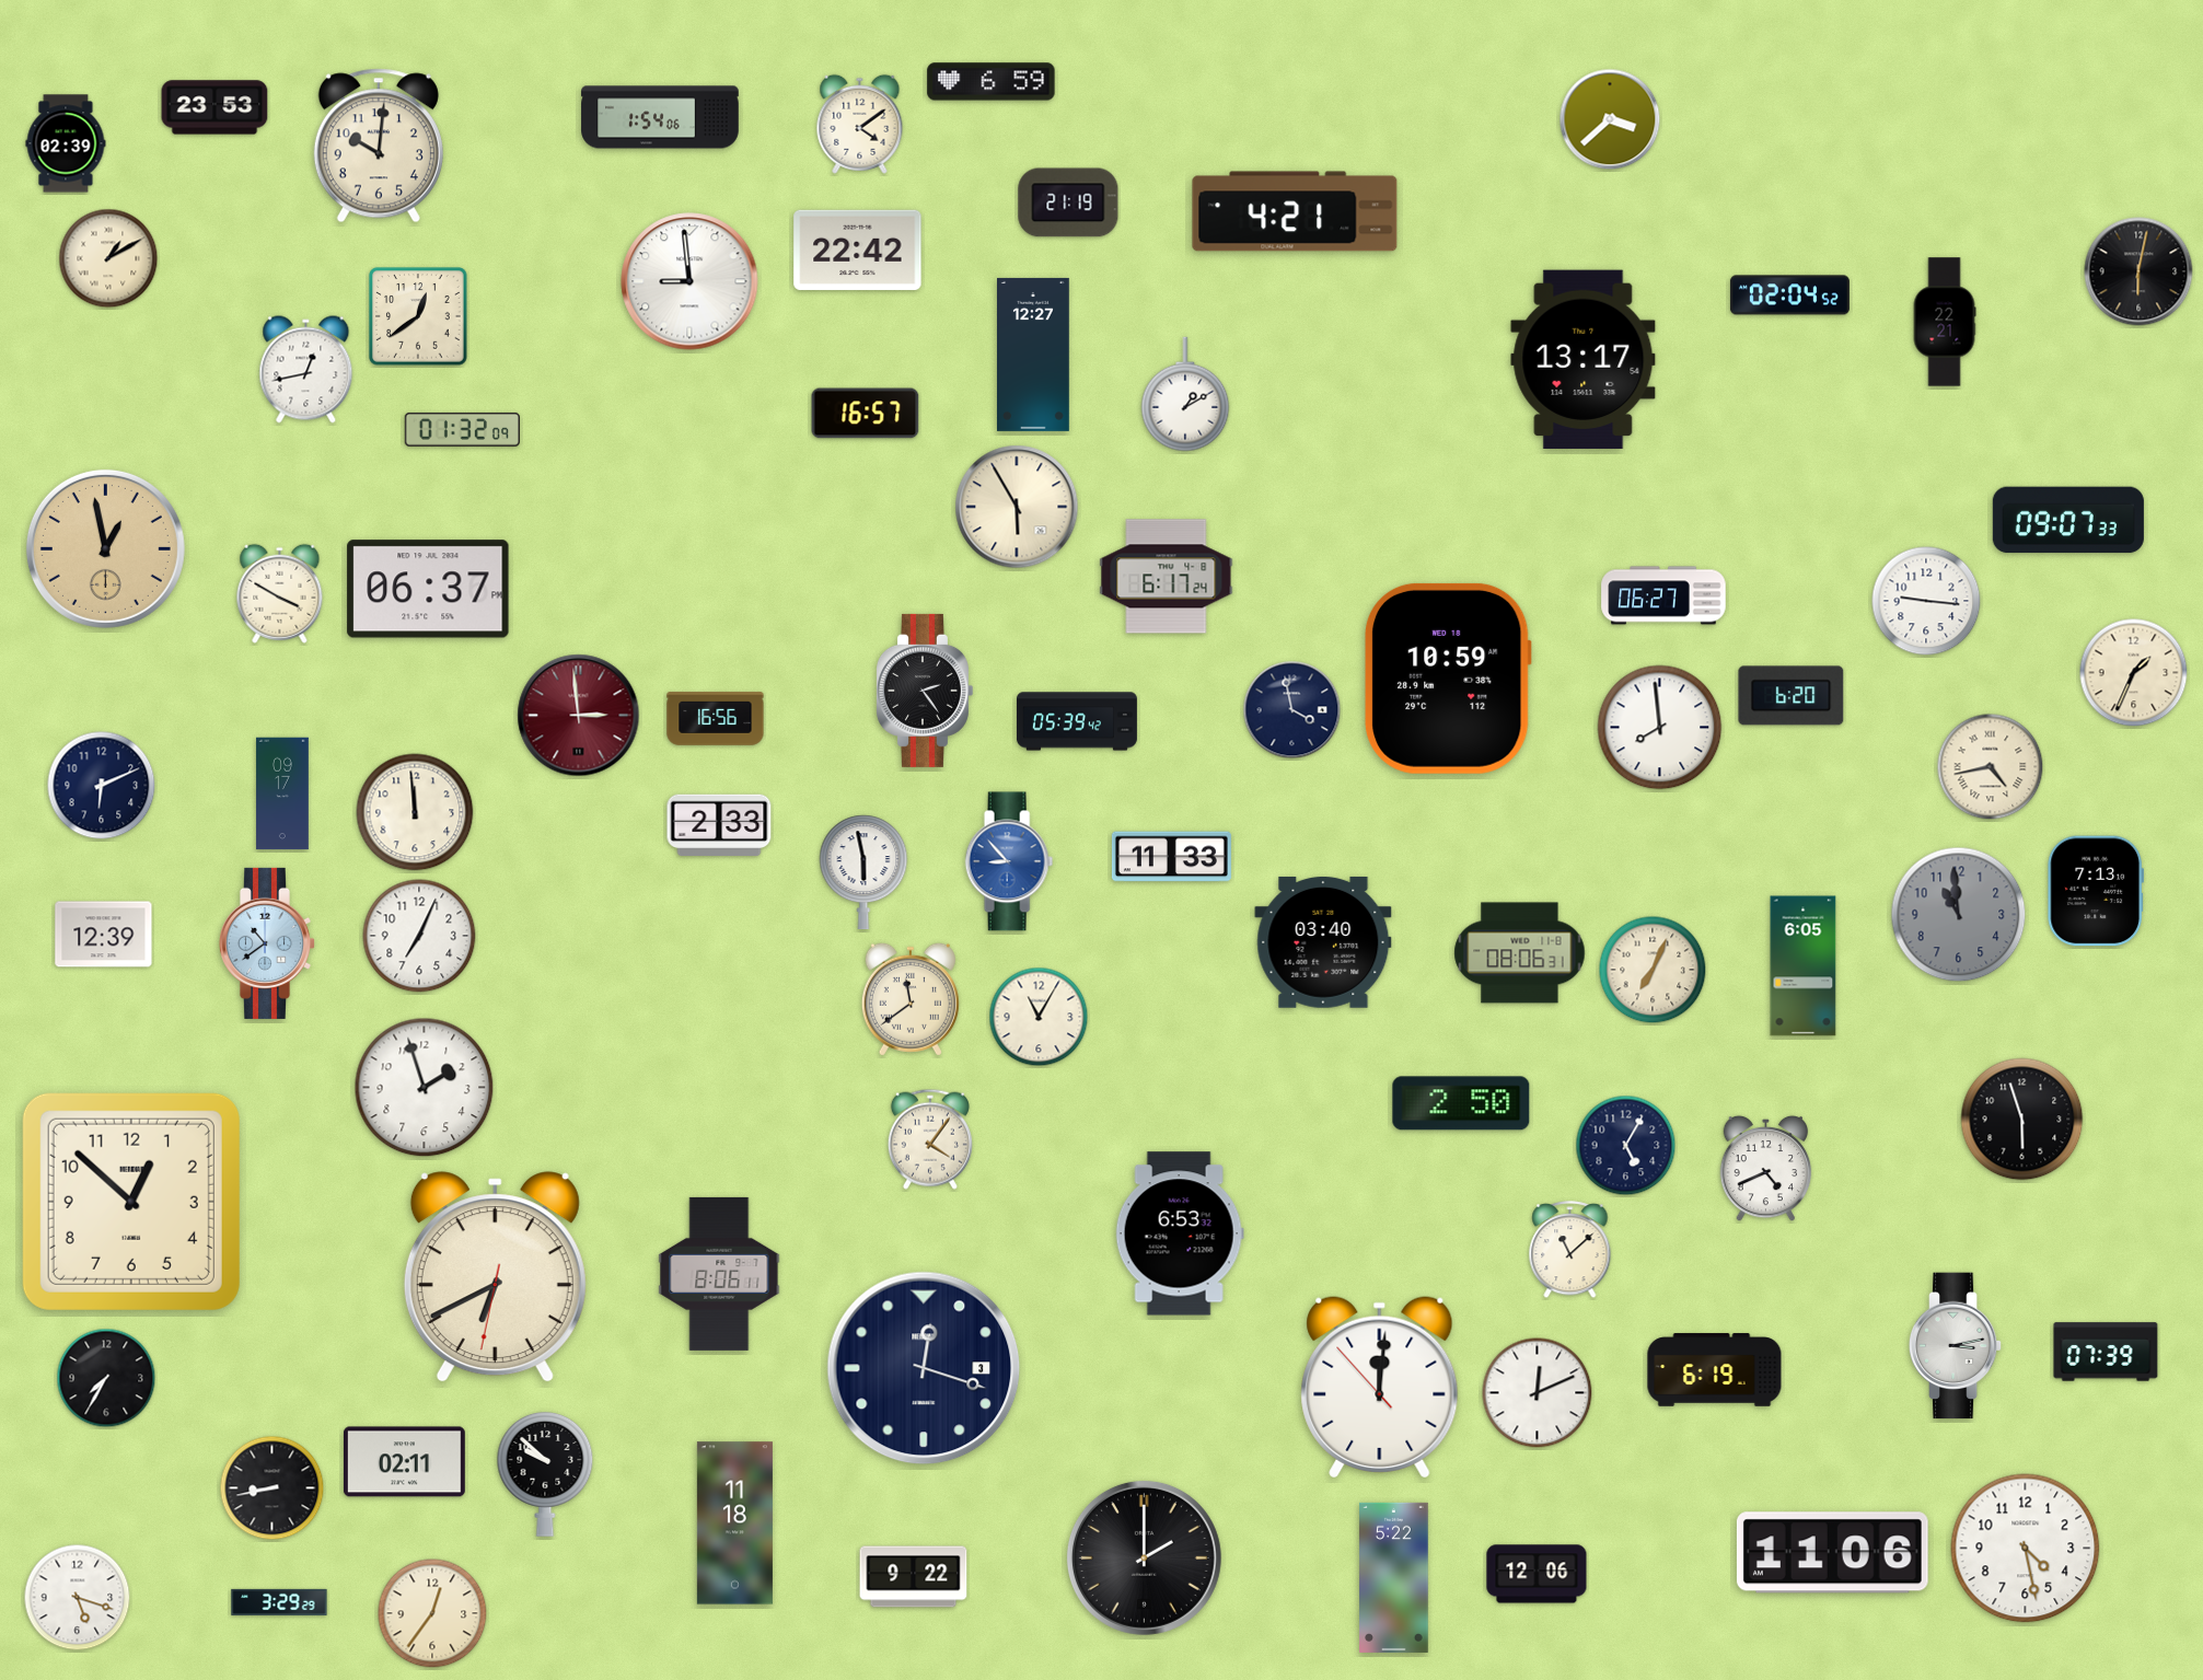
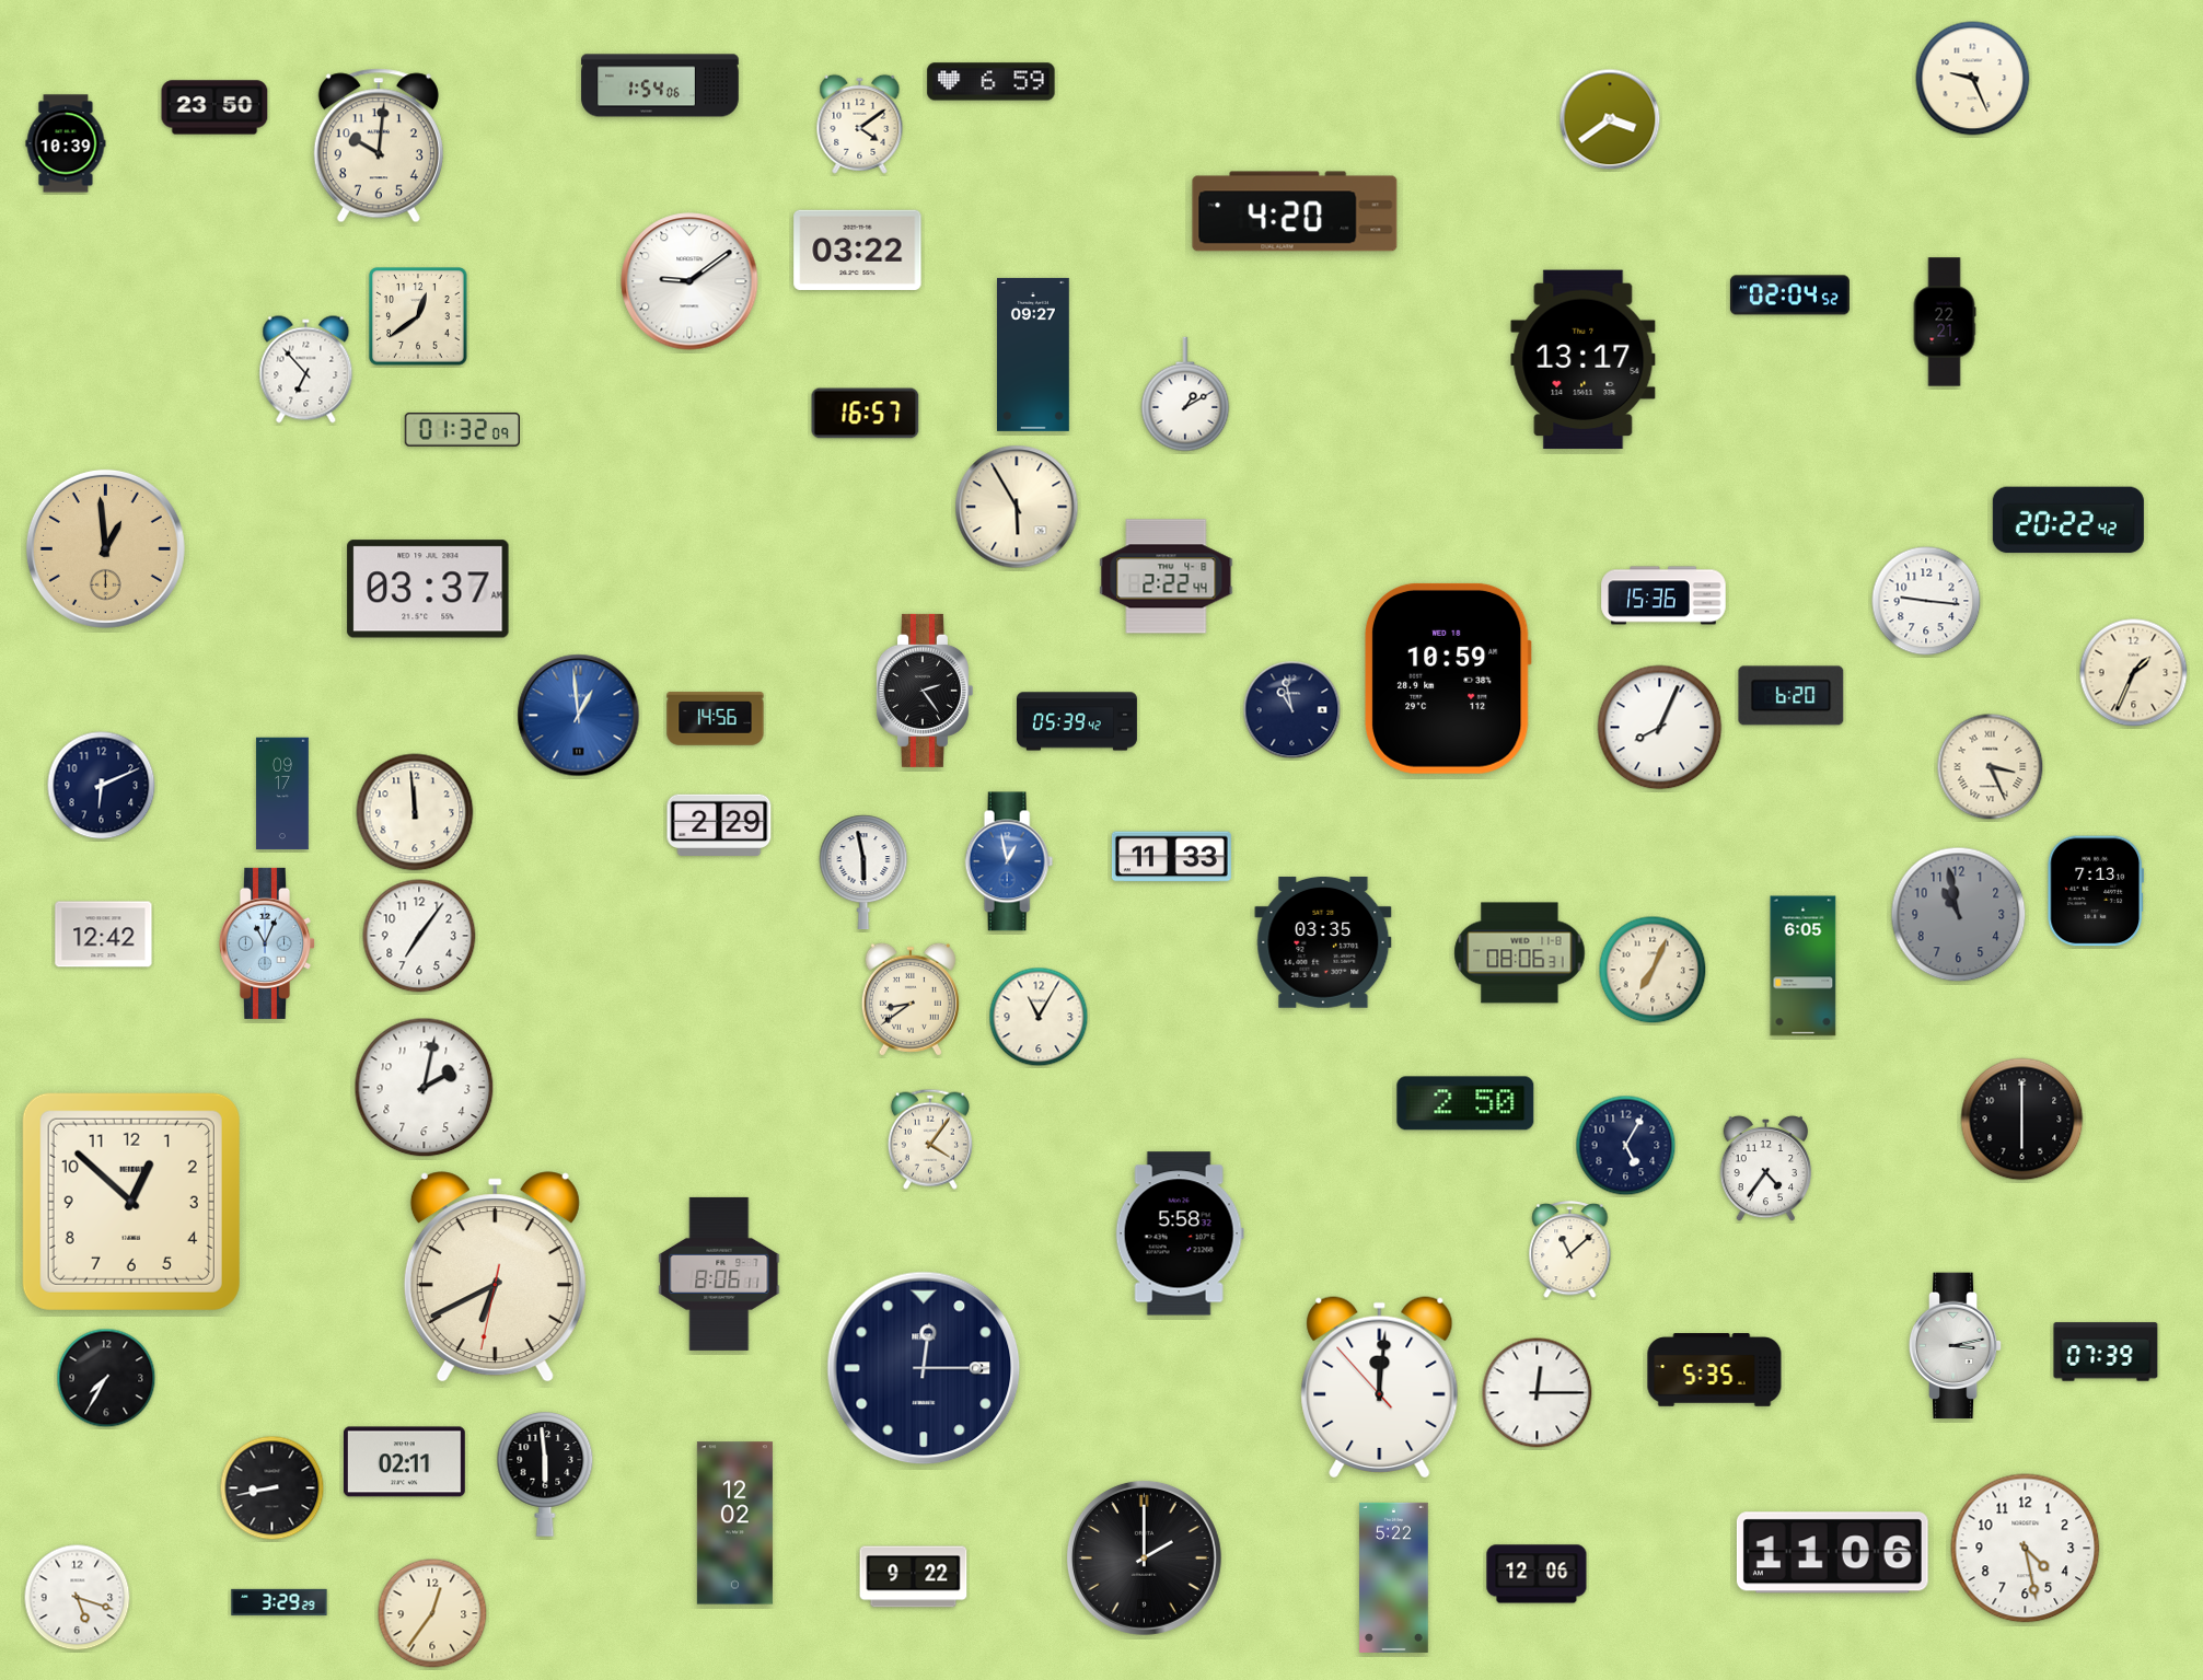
clock at (1973, 79): none -> 9:26
clock at (214, 107): 23:53 -> 23:50
clock at (660, 117) position: (660, 117) -> (660, 85)
clock at (1610, 119): 3:38 -> 3:39
clock at (66, 143): 02:39 -> 10:39
clock at (1068, 202): 21:19 -> none
clock at (1295, 211): 4:21 -> 4:20
clock at (858, 250): 22:42 -> 03:22
clock at (108, 258): 1:10 -> none
clock at (2138, 271): 6:02 -> none
clock at (689, 281): 8:59 -> 9:09
clock at (1034, 355): 12:27 -> 09:27
clock at (306, 370): 12:43 -> 6:53
clock at (2068, 520): 09:07 -> 20:22
clock at (105, 548): 12:58 -> 12:59
clock at (1167, 577): 6:17 -> 2:22
clock at (428, 589): 06:37 -> 03:37
clock at (280, 593): 3:50 -> none
clock at (1663, 595): 06:27 -> 15:36
clock at (1292, 710): 3:58 -> 10:58
clock at (579, 716): 2:59 -> 12:59
clock at (579, 716) dial: burgundy -> blue
clock at (716, 719): 16:56 -> 14:56
clock at (1660, 728): 7:59 -> 8:04
clock at (1991, 767): 4:43 -> 3:26
clock at (719, 825): 2:33 -> 2:29
clock at (1009, 861): 8:53 -> 12:58
clock at (1959, 915): 10:59 -> 10:58
clock at (104, 935): 12:39 -> 12:42
clock at (419, 936): 7:04 -> 7:06
clock at (1323, 942): 03:40 -> 03:35
clock at (266, 943): 10:39 -> 11:04
clock at (911, 999): 11:39 -> 8:39
clock at (425, 1088): 1:57 -> 2:02
clock at (1461, 1103) position: (1461, 1103) -> (1465, 1103)
clock at (2022, 1120): 5:57 -> 6:00
clock at (1766, 1169): 4:41 -> 4:36
clock at (1180, 1233): 6:53 -> 5:58
clock at (924, 1368): 12:18 -> 12:15
clock at (1715, 1370): 6:19 -> 5:35
clock at (1538, 1393): 12:11 -> 12:15
clock at (545, 1474): 9:52 -> 5:59
clock at (734, 1523): 11:18 -> 12:02
